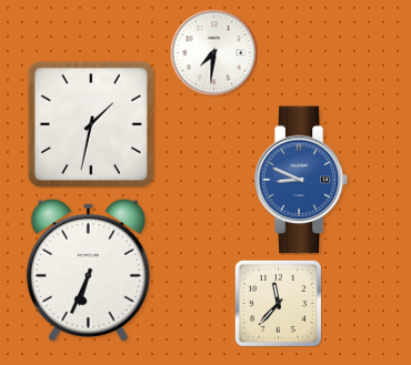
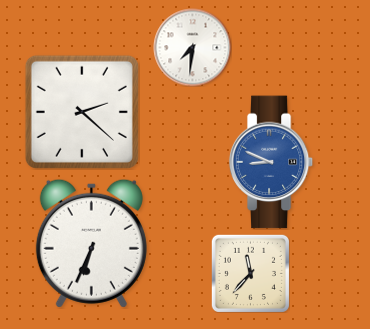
clock at (91, 124): 1:32 -> 2:22
clock at (88, 270) position: (88, 270) -> (91, 243)
